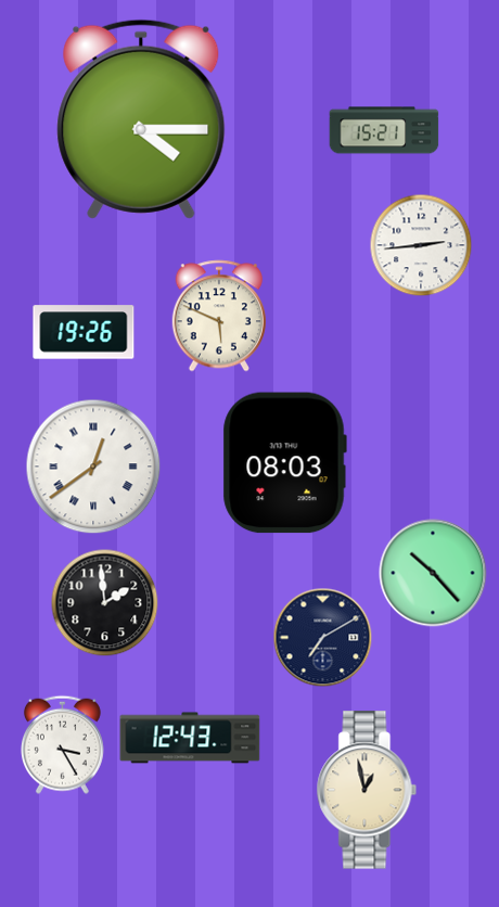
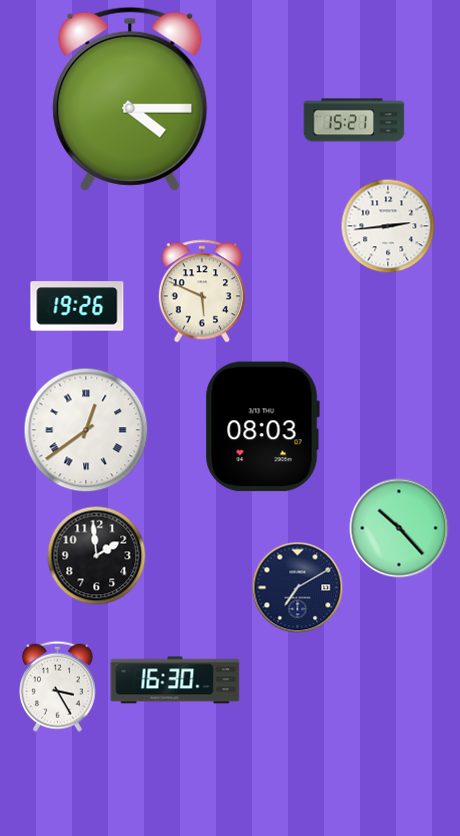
clock at (141, 119) position: (141, 119) -> (130, 99)
clock at (190, 738): 12:43 -> 16:30
clock at (367, 790): 12:58 -> none
